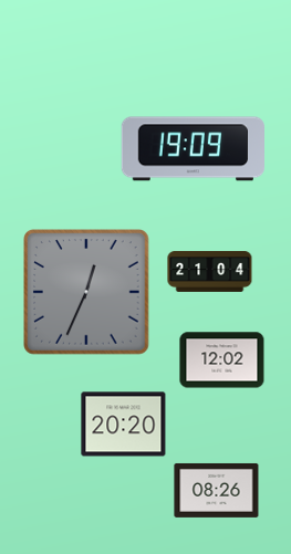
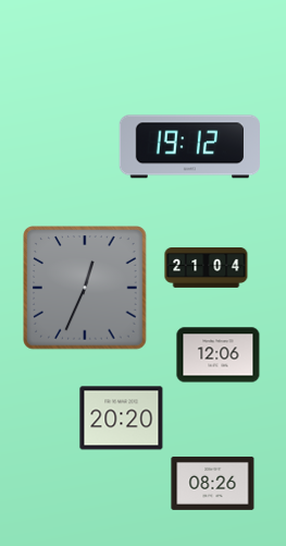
clock at (193, 149): 19:09 -> 19:12
clock at (222, 360): 12:02 -> 12:06
